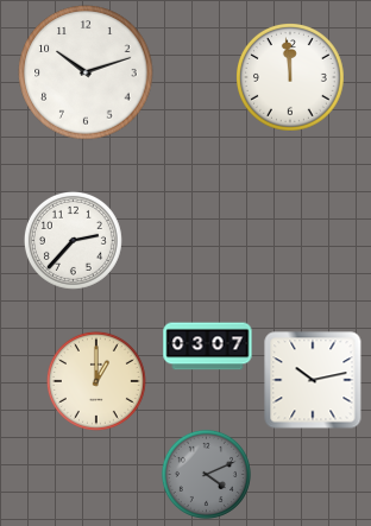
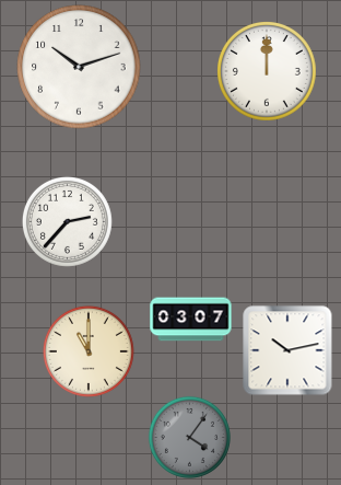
clock at (291, 78): 11:59 -> 12:00
clock at (96, 381): 1:00 -> 11:00
clock at (206, 474): 4:11 -> 4:06
